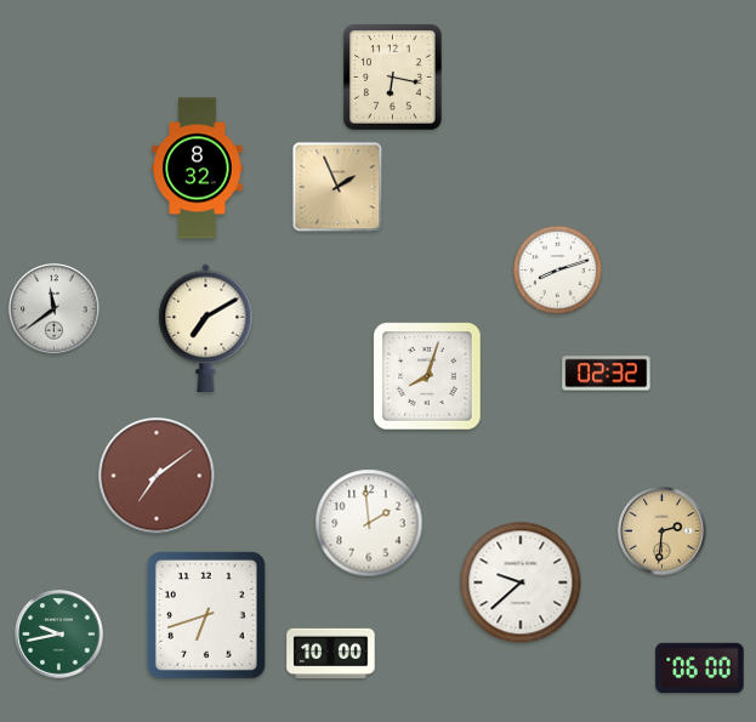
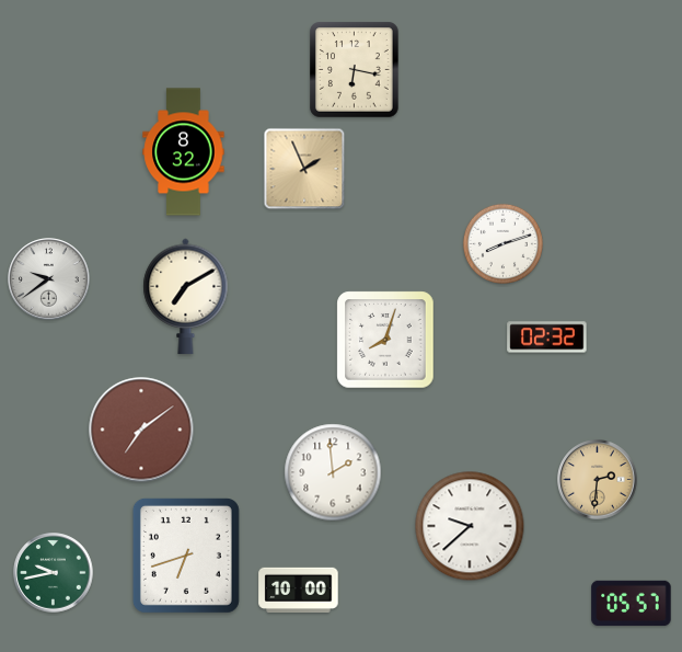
clock at (198, 169) position: (198, 169) -> (184, 152)
clock at (55, 309): 11:39 -> 9:39
clock at (700, 669): 06:00 -> 05:57
